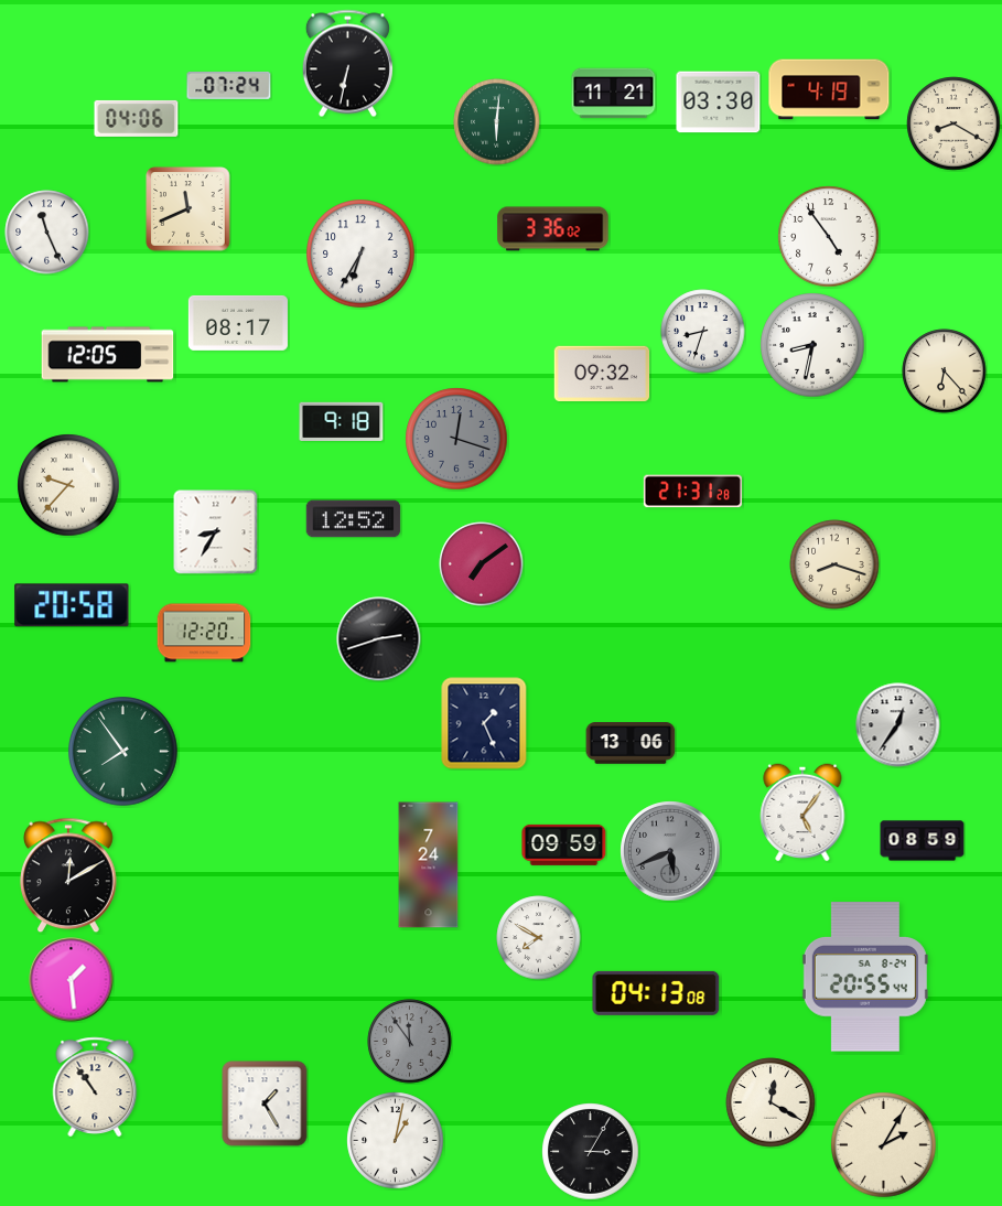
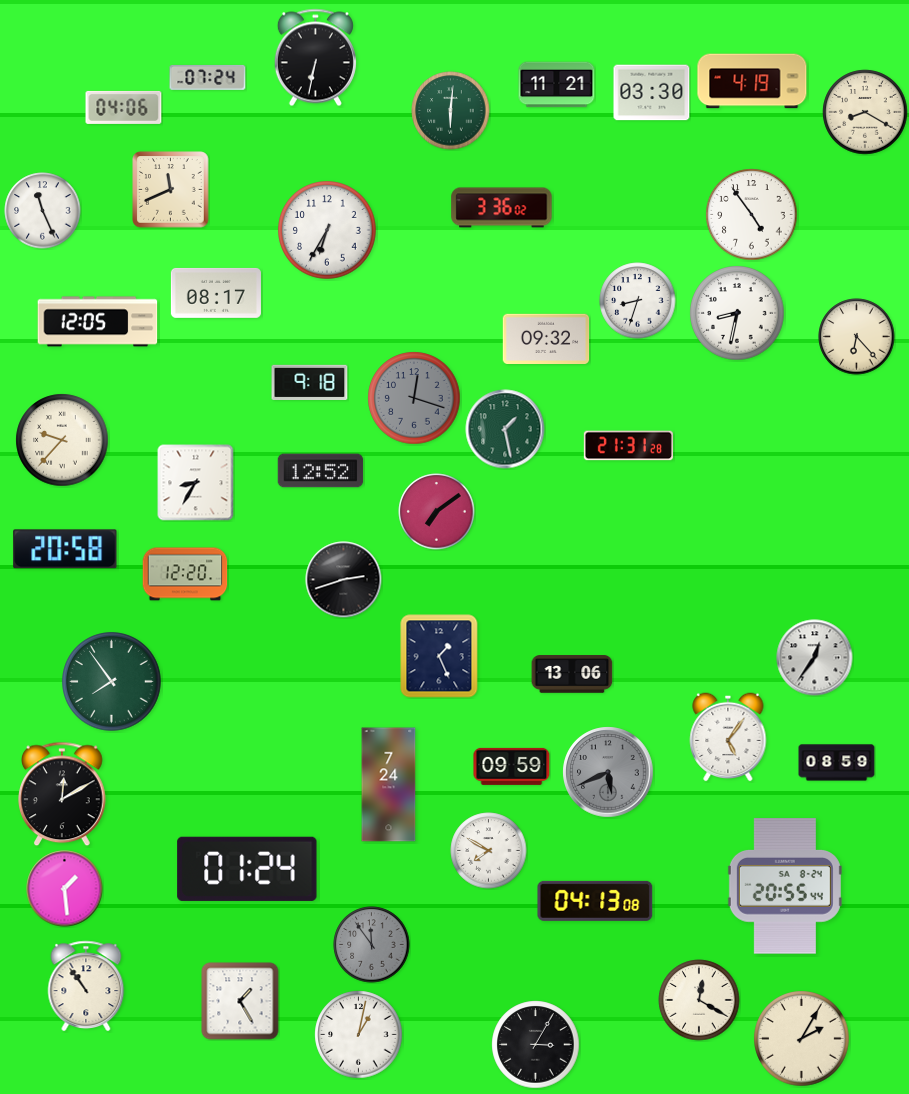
clock at (505, 429): none -> 1:28
clock at (834, 564): 8:18 -> none
clock at (247, 869): none -> 01:24
